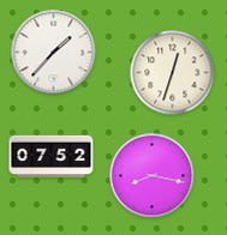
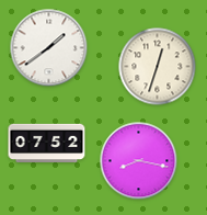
clock at (54, 53): 1:37 -> 1:39
